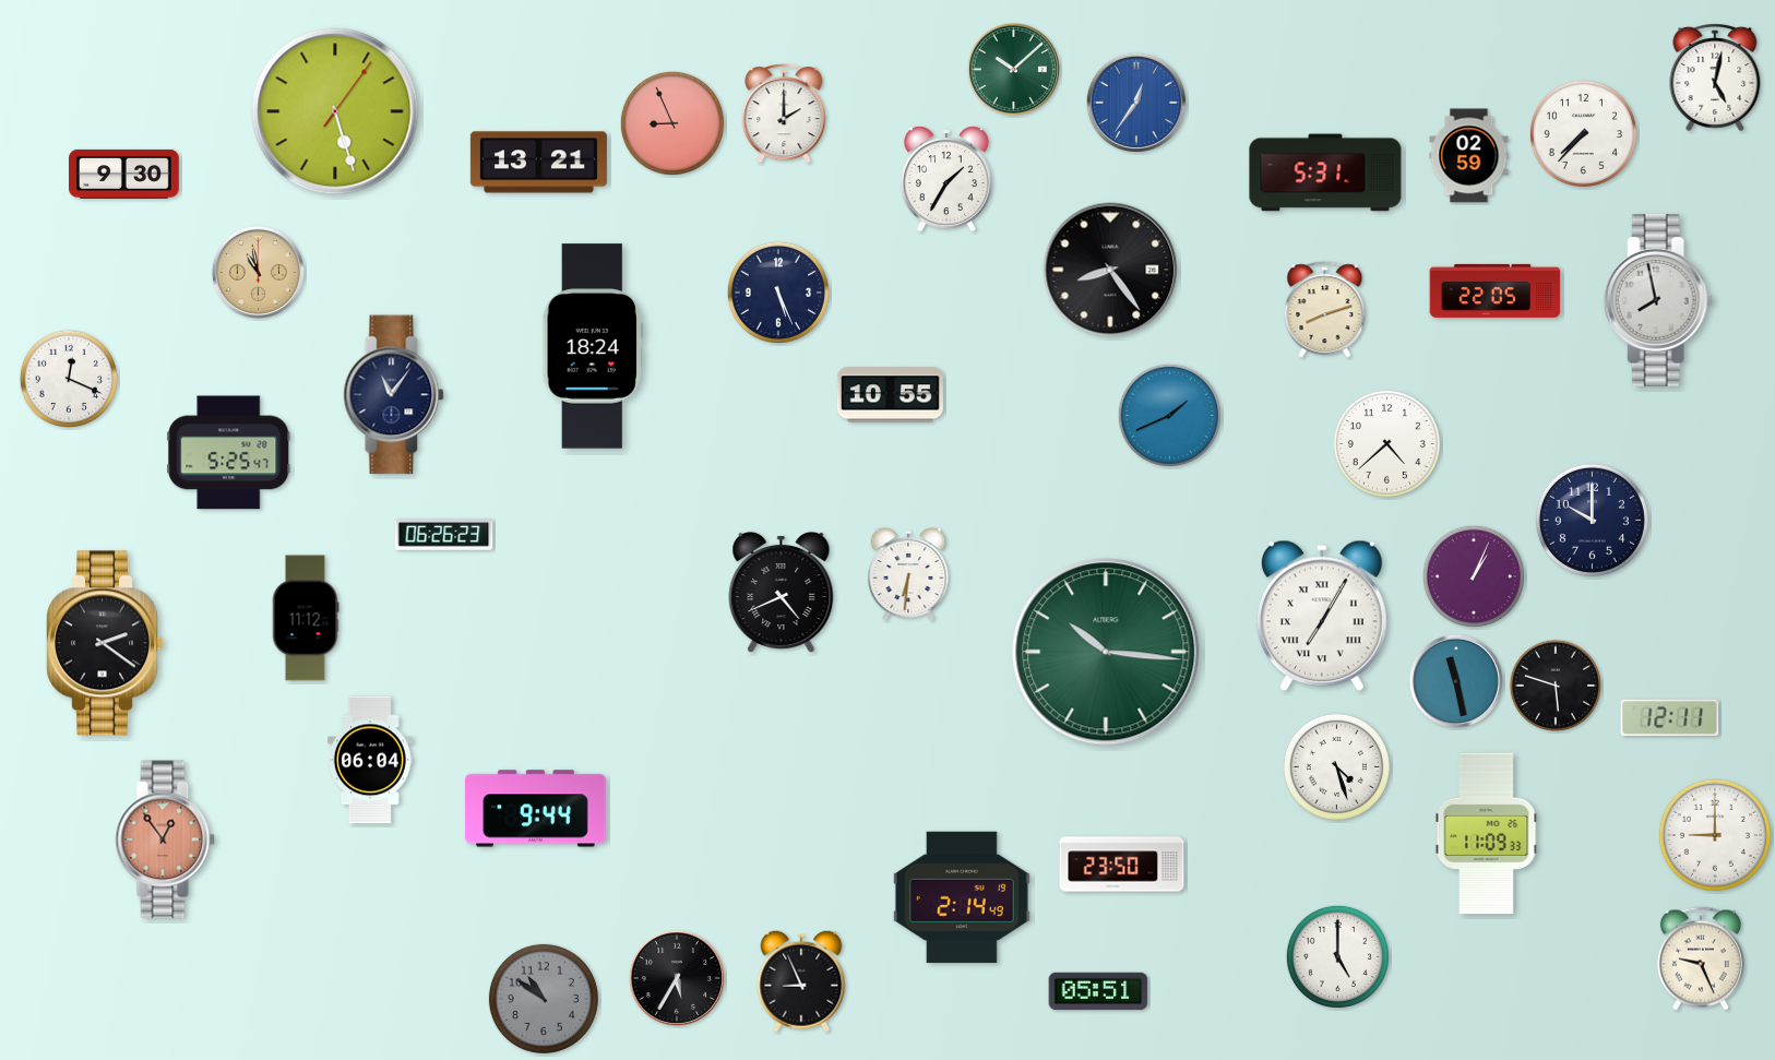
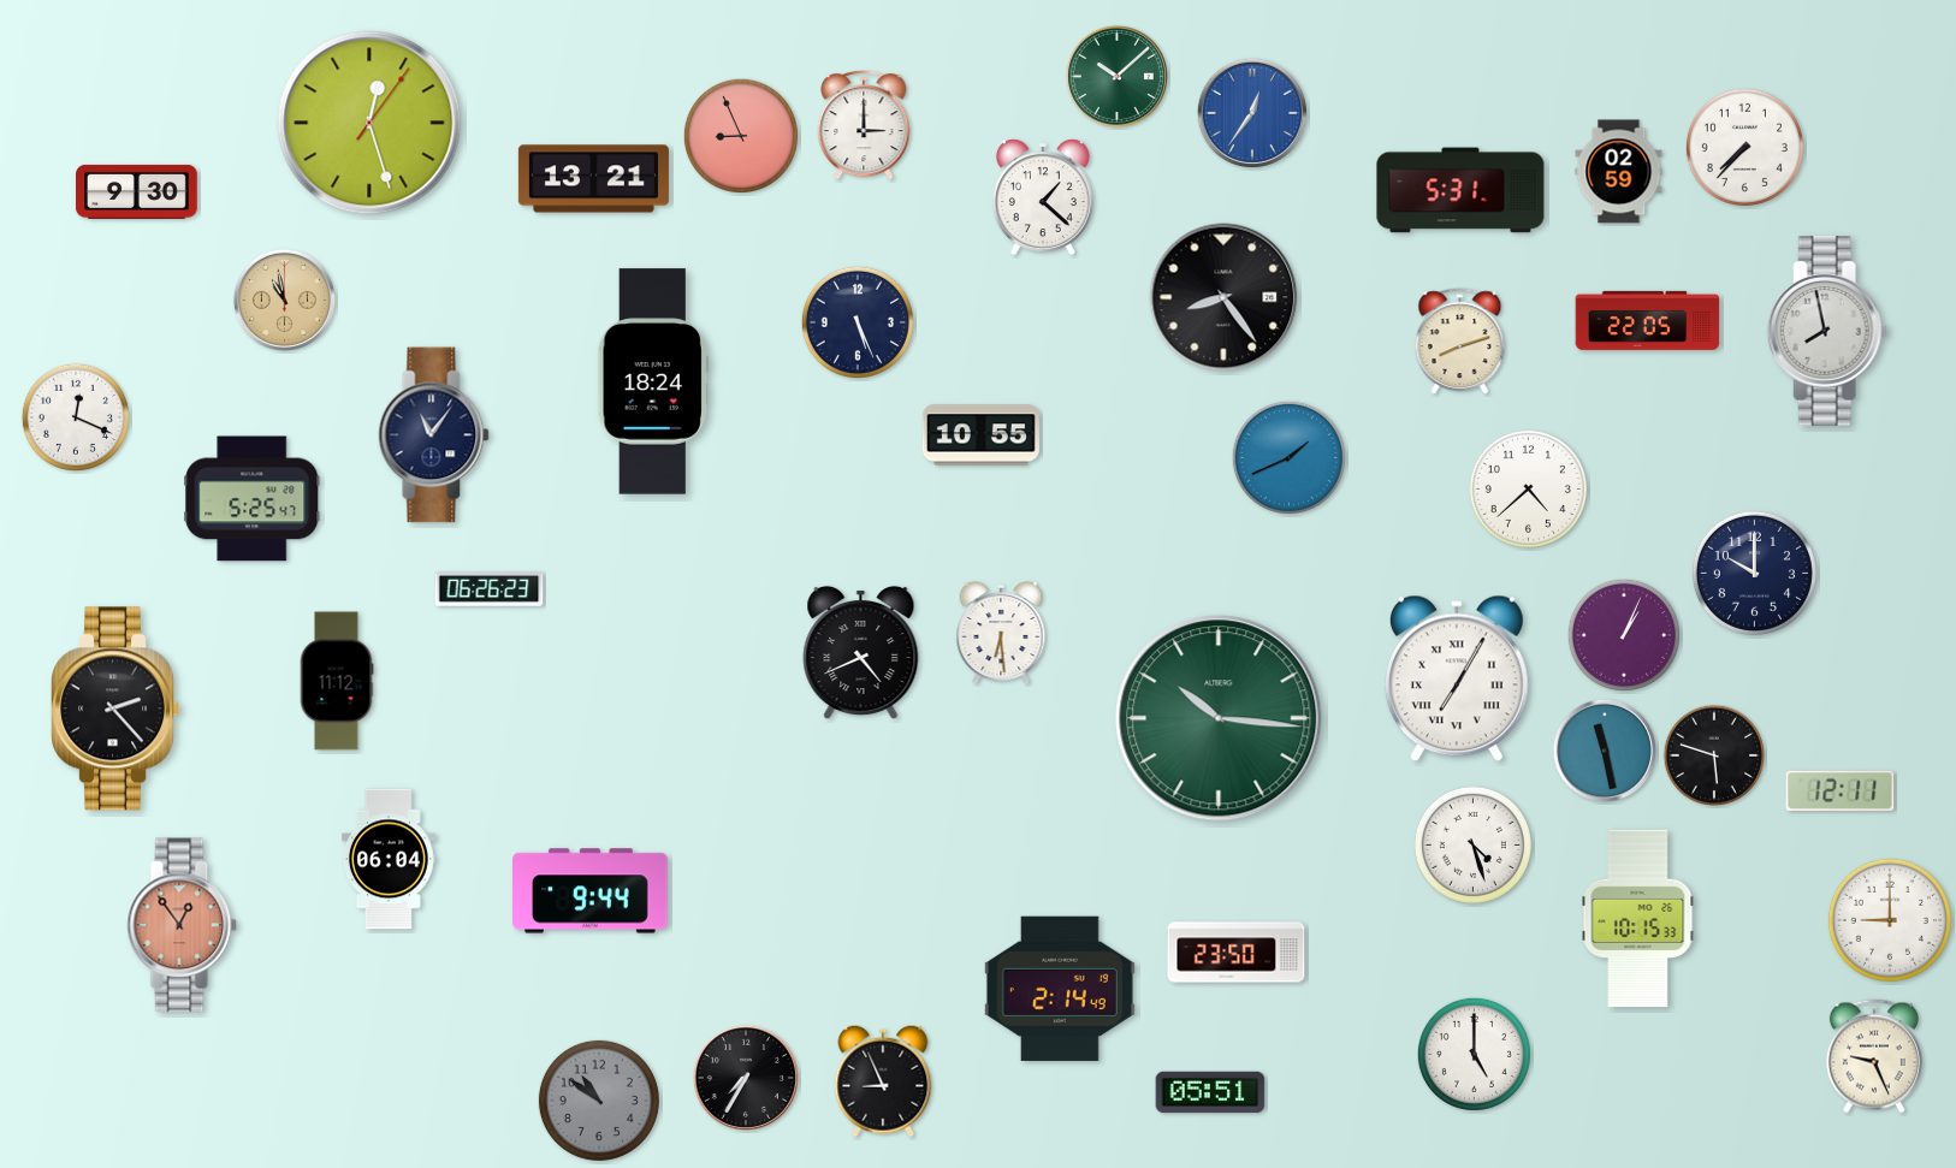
clock at (1715, 78): 5:02 -> none
clock at (335, 111): 5:27 -> 12:27
clock at (784, 114): 2:00 -> 3:00
clock at (946, 178): 1:35 -> 1:22
clock at (908, 574): 6:31 -> 6:29
clock at (105, 643): 2:21 -> 2:23
clock at (370, 760) position: (370, 760) -> (389, 859)
clock at (1487, 834): 11:09 -> 10:15
clock at (677, 978): 5:35 -> 7:35
